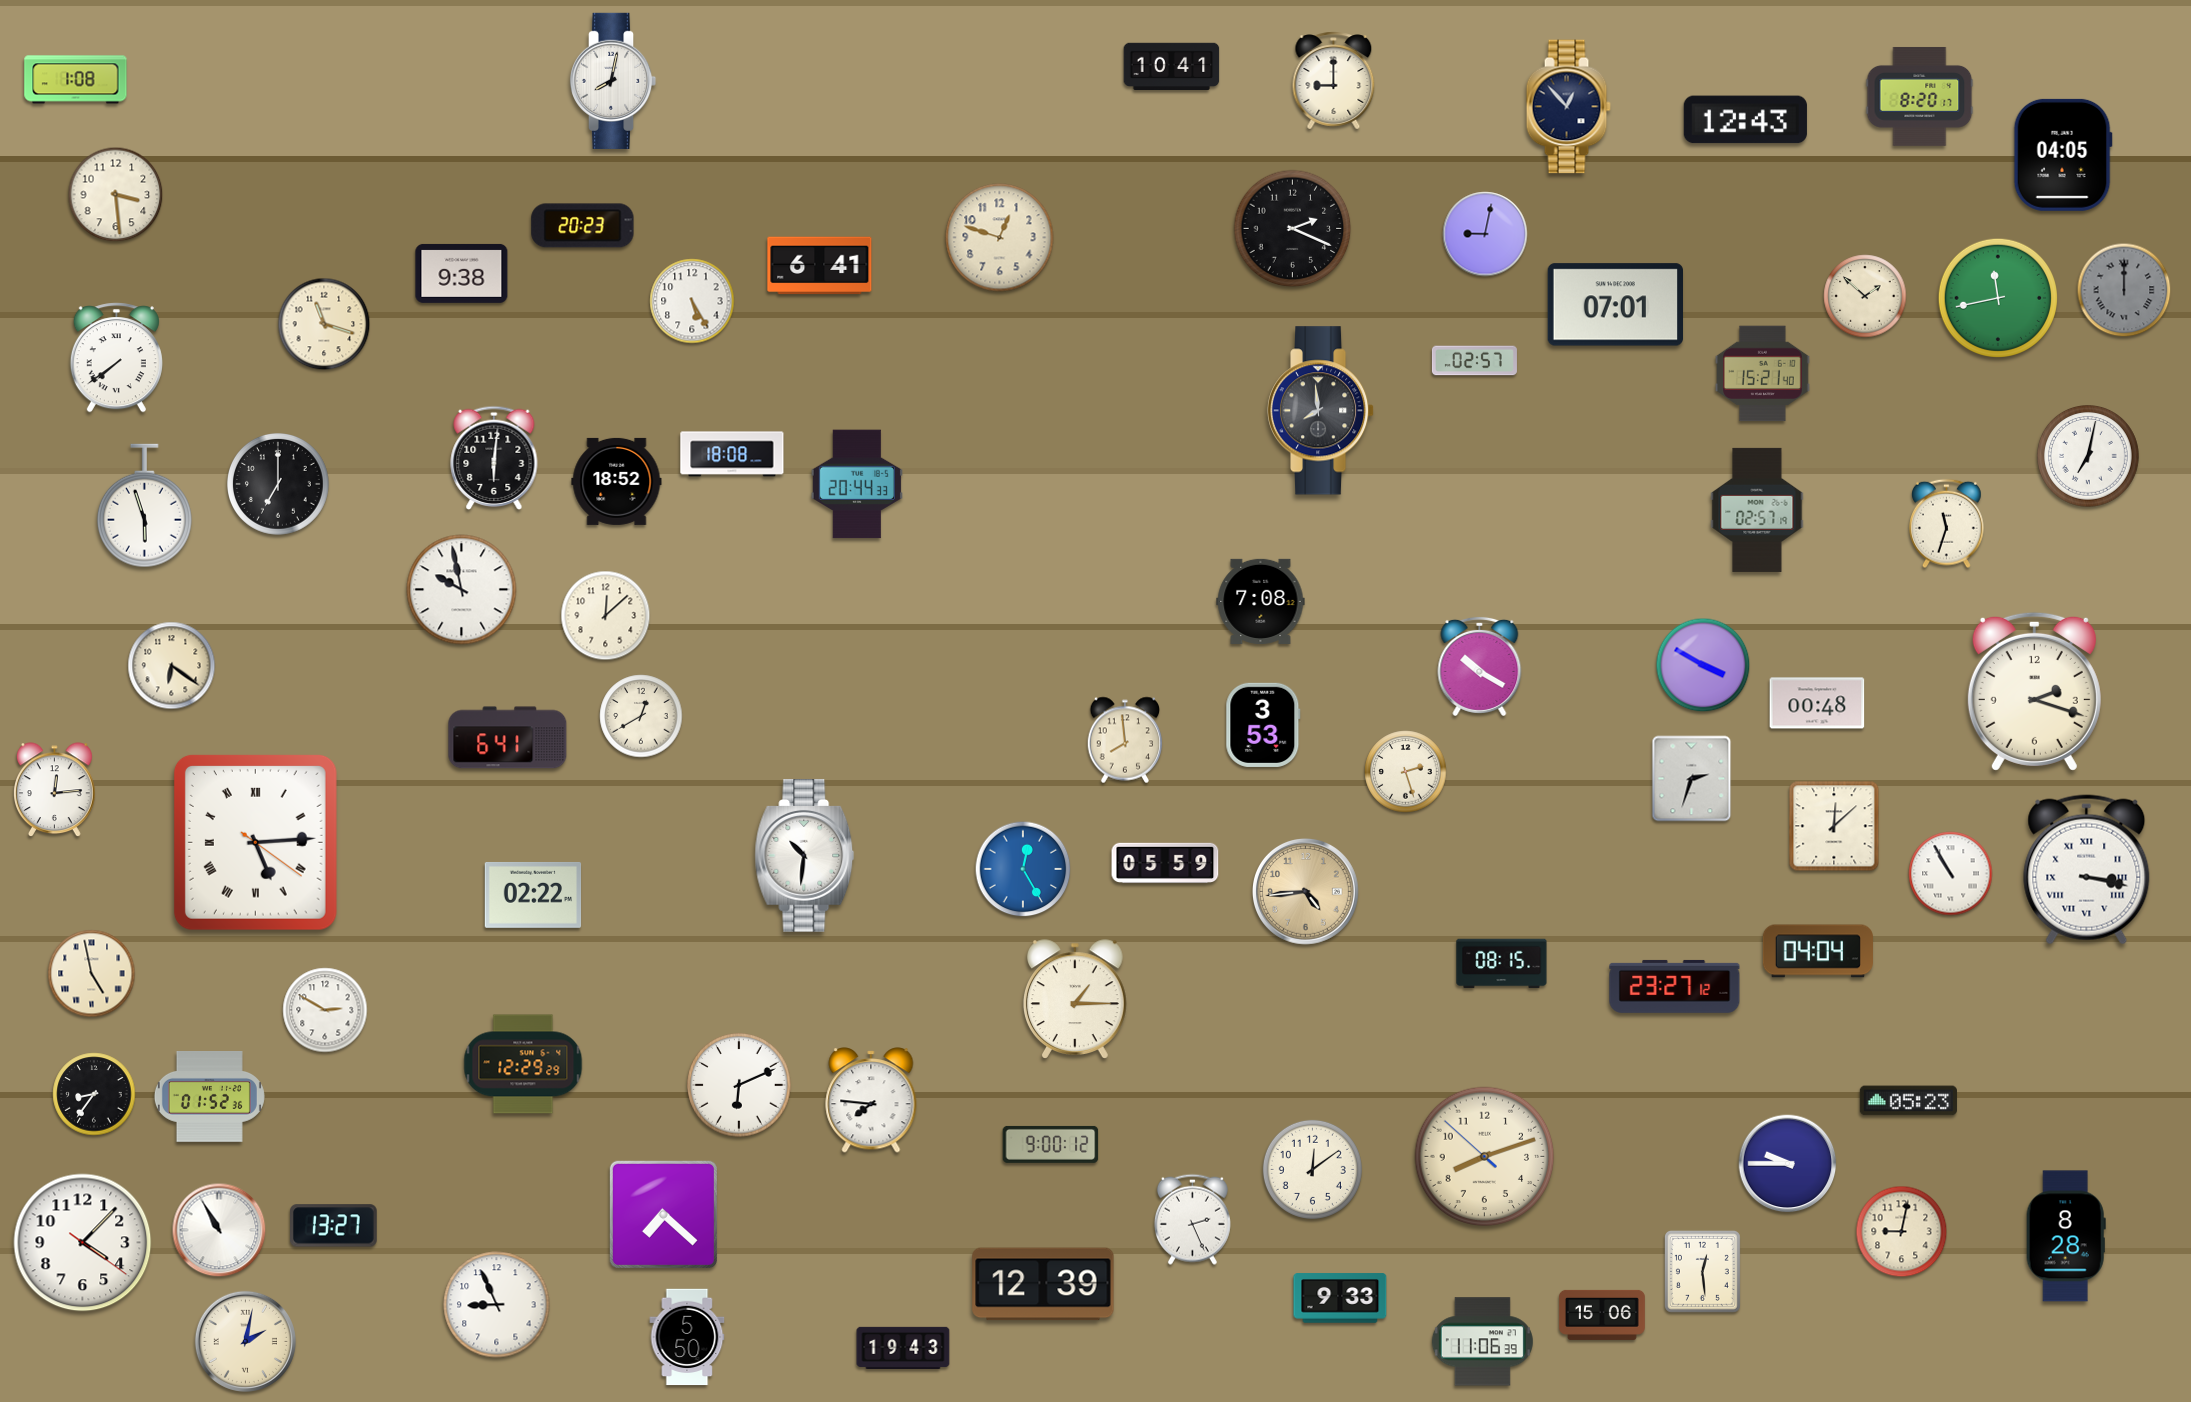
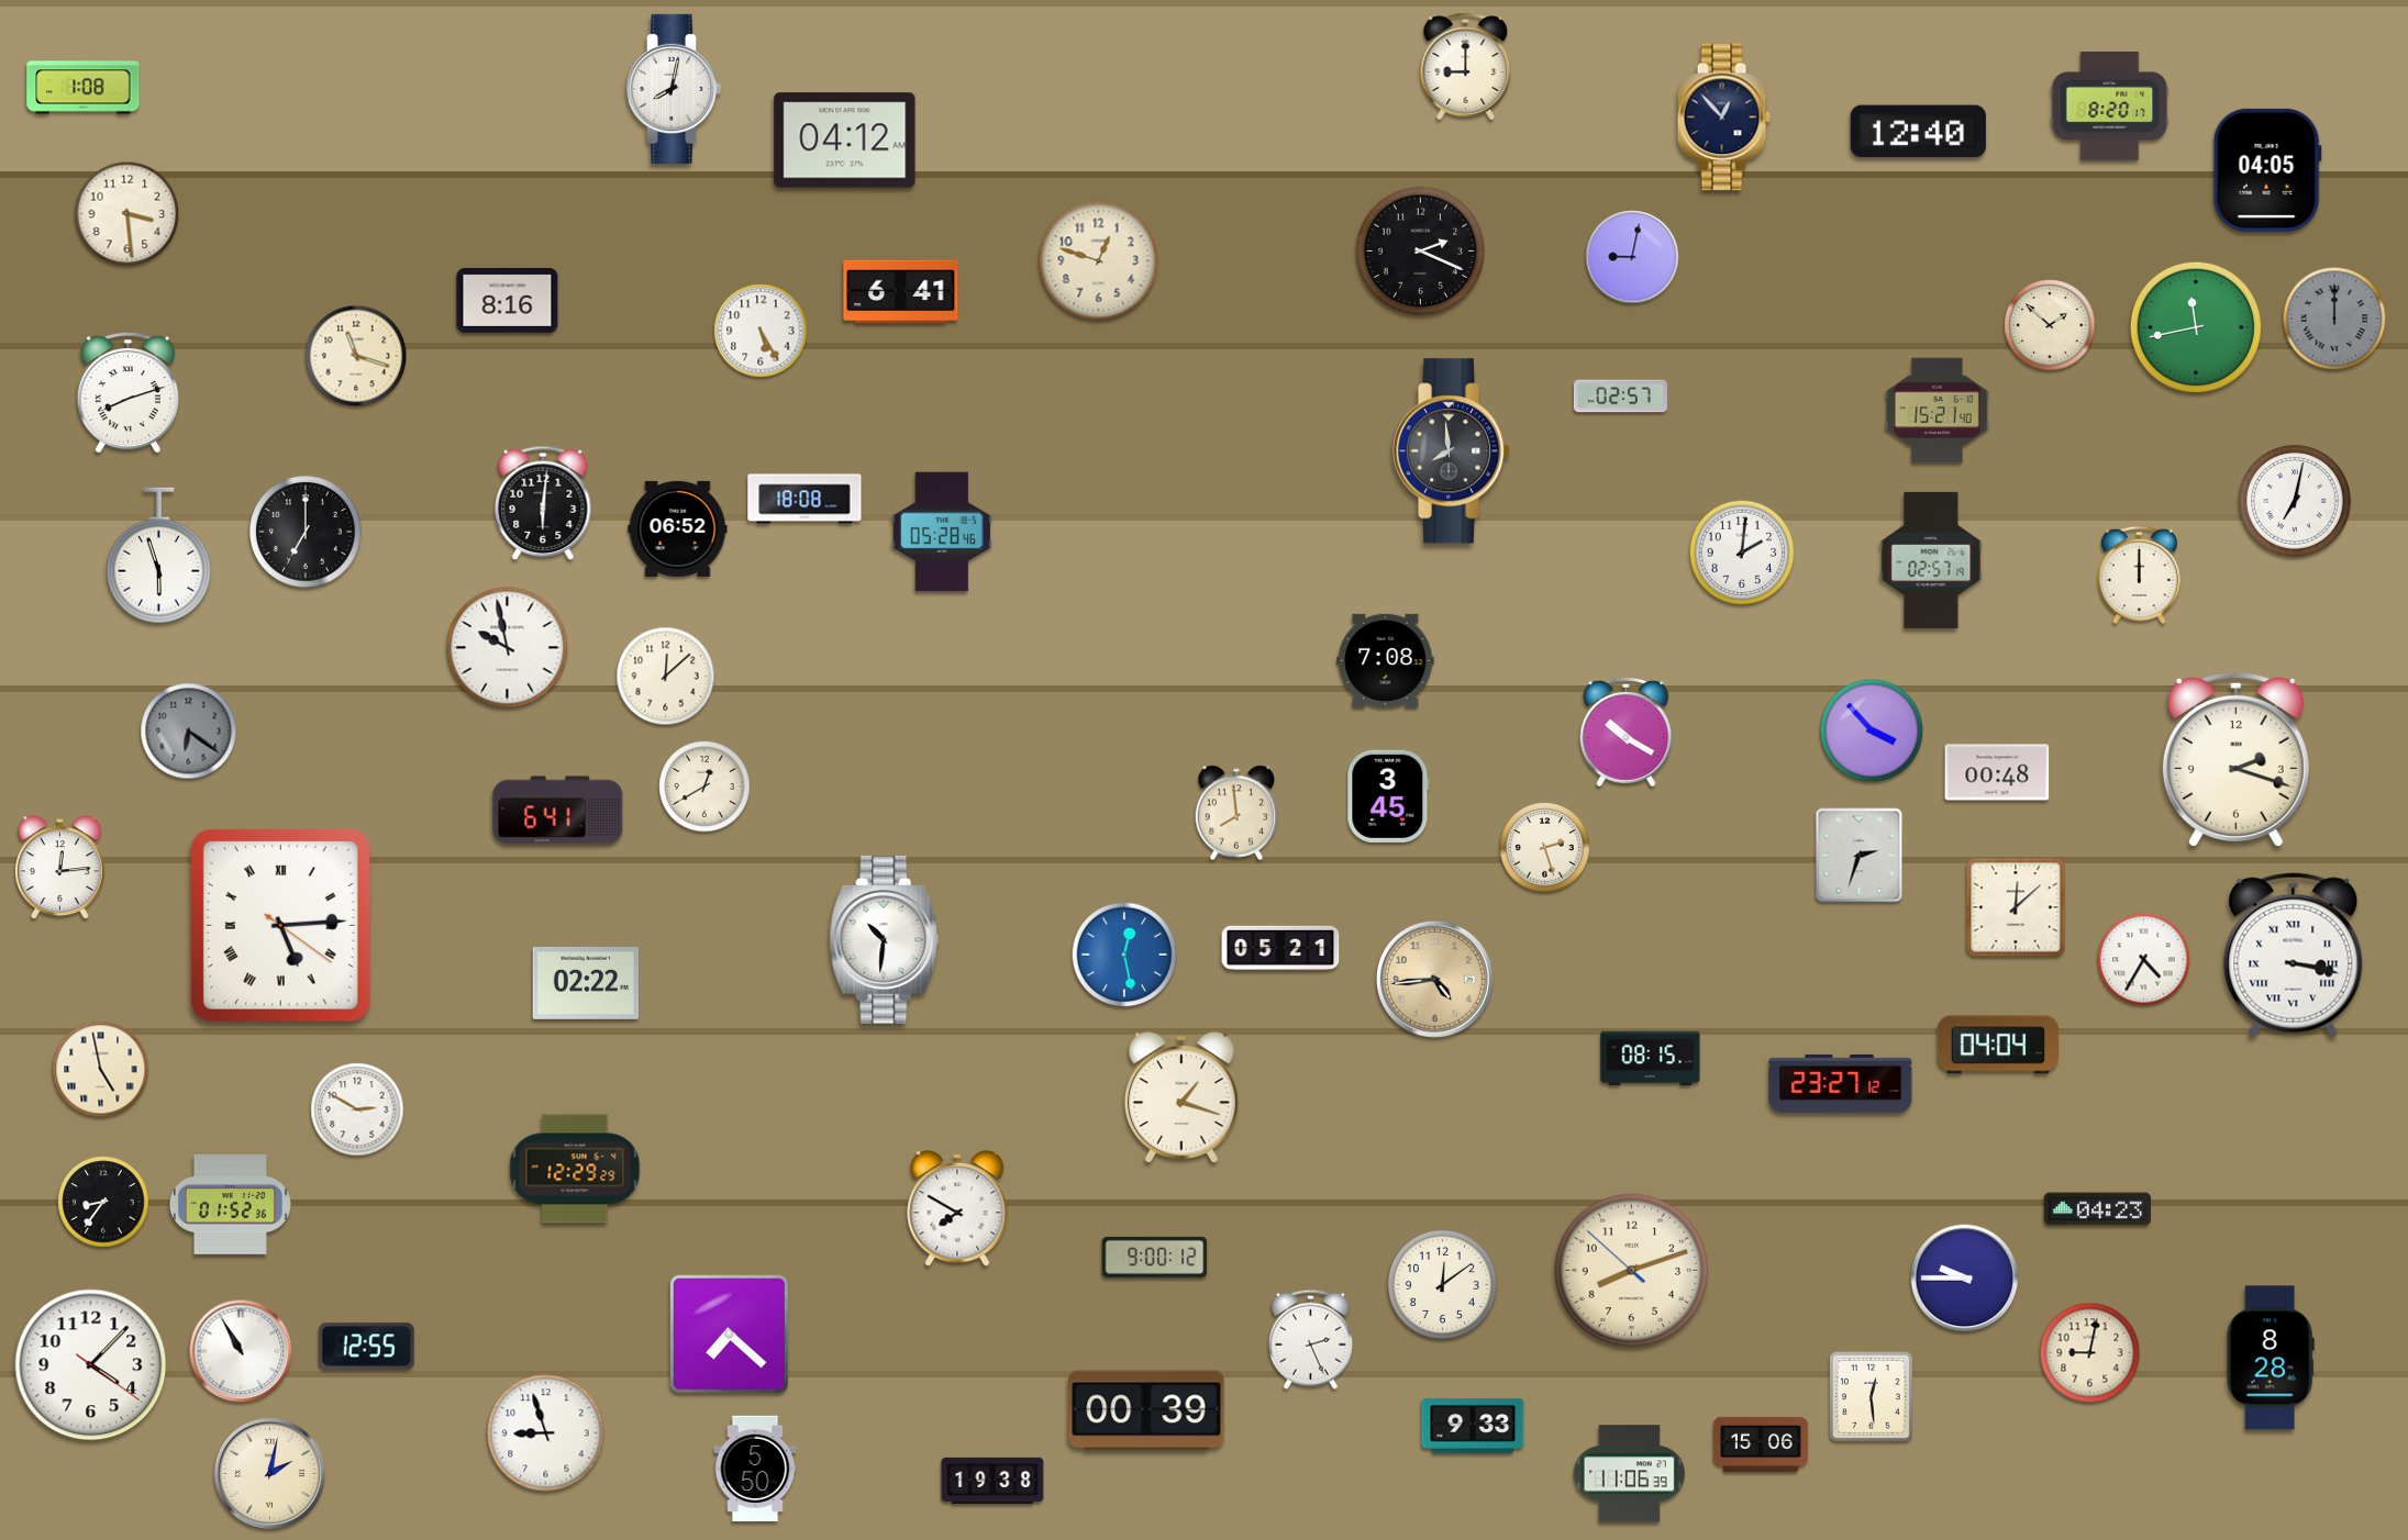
clock at (1172, 67): 10:41 -> none
clock at (1334, 81) position: (1334, 81) -> (1466, 67)
clock at (1745, 120): 12:43 -> 12:40
clock at (845, 141): none -> 04:12
clock at (583, 226): 20:23 -> none
clock at (462, 273): 9:38 -> 8:16
clock at (1615, 305): 07:01 -> none
clock at (116, 358): 7:39 -> 8:12
clock at (617, 481): 18:52 -> 06:52
clock at (857, 484): 20:44 -> 05:28
clock at (1742, 553): none -> 2:01
clock at (1947, 524): 11:33 -> 12:00
clock at (1703, 665): 3:50 -> 3:53
clock at (172, 666) dial: cream -> grey
clock at (1263, 725): 3:53 -> 3:45
clock at (1165, 863): 05:59 -> 05:21
clock at (1023, 869): 12:25 -> 12:28
clock at (1951, 874): 10:55 -> 4:35
clock at (1075, 999): 1:15 -> 1:18
clock at (739, 1085): 6:11 -> none
clock at (871, 1100): 7:46 -> 7:50
clock at (1908, 1101): 05:23 -> 04:23
clock at (334, 1226): 13:27 -> 12:55
clock at (1043, 1284): 12:39 -> 00:39
clock at (497, 1305): 8:56 -> 8:57
clock at (903, 1347): 19:43 -> 19:38
